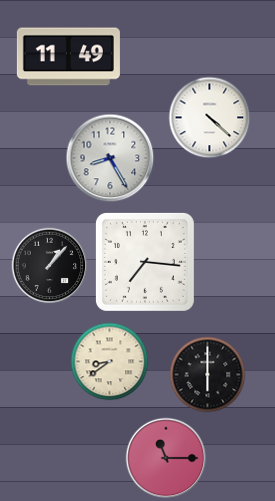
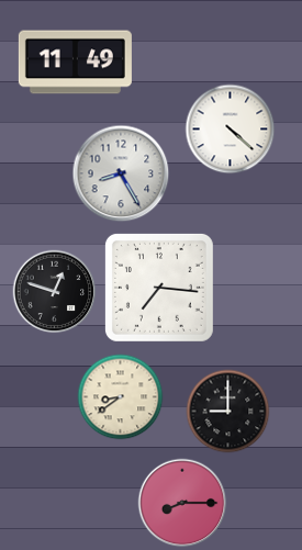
clock at (50, 266): 1:07 -> 12:48
clock at (208, 375): 6:00 -> 9:00
clock at (166, 458): 11:15 -> 8:15
